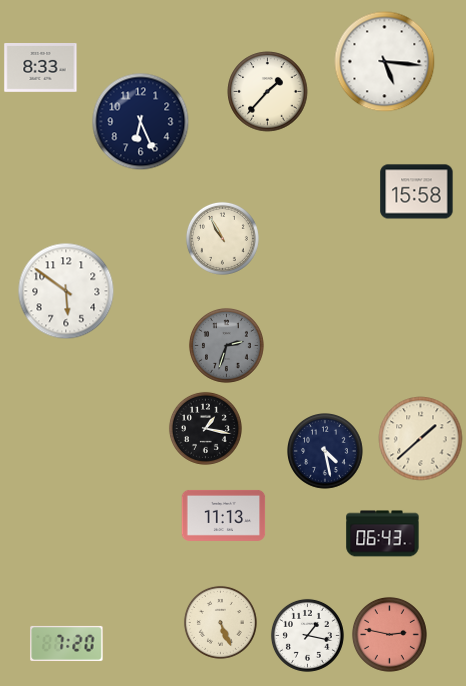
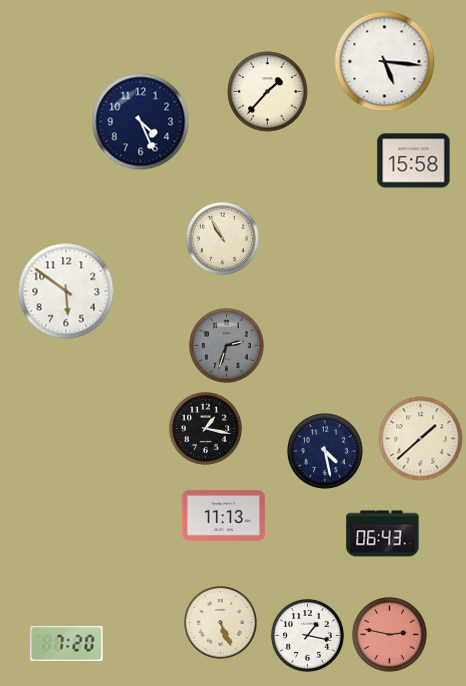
clock at (41, 68): 8:33 -> none
clock at (141, 122): 6:26 -> 4:26
clock at (417, 192) position: (417, 192) -> (414, 161)
